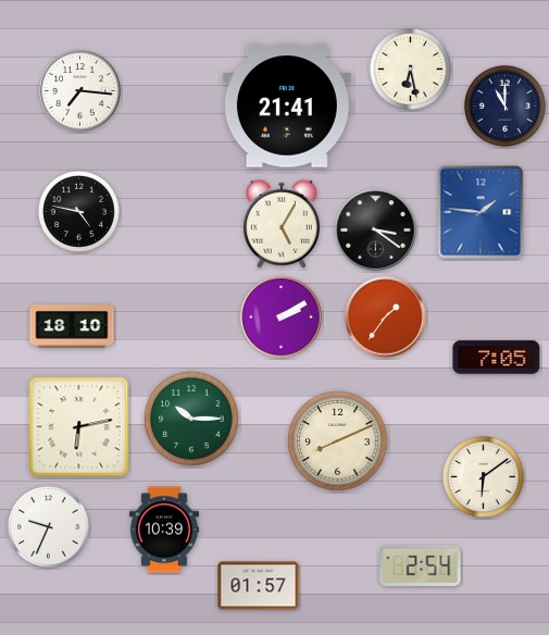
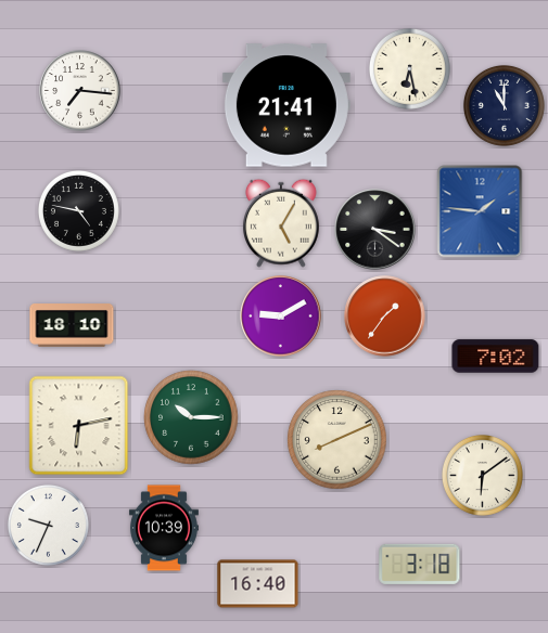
clock at (282, 317): 2:10 -> 9:10
clock at (497, 358): 7:05 -> 7:02
clock at (421, 565): 2:54 -> 3:18
clock at (259, 586): 01:57 -> 16:40
